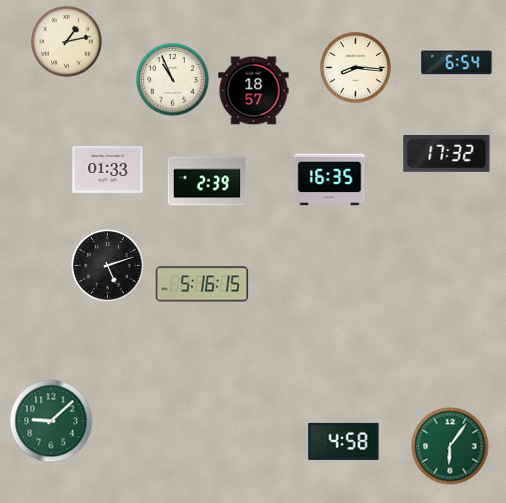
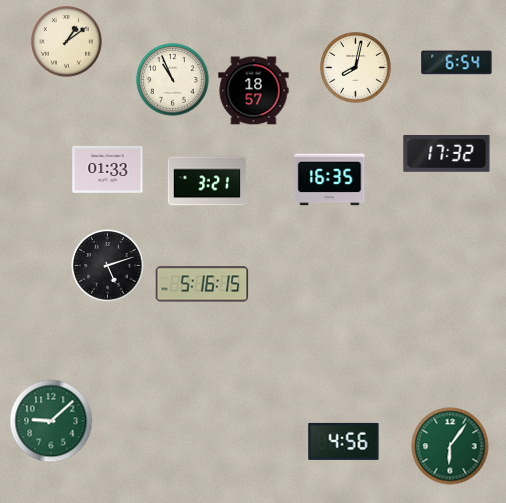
clock at (67, 42): 1:13 -> 1:09
clock at (356, 68): 8:16 -> 8:02
clock at (207, 181): 2:39 -> 3:21
clock at (344, 441): 4:58 -> 4:56
